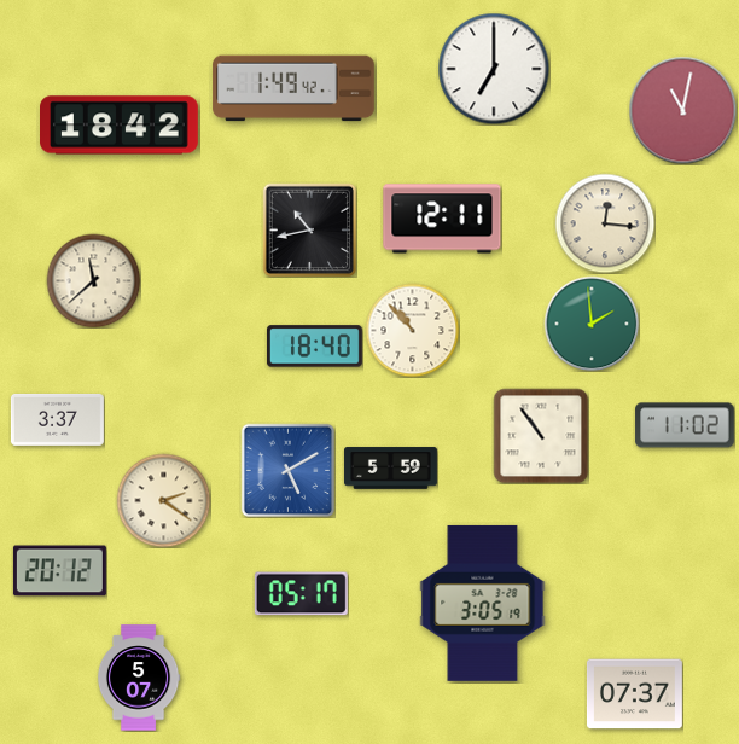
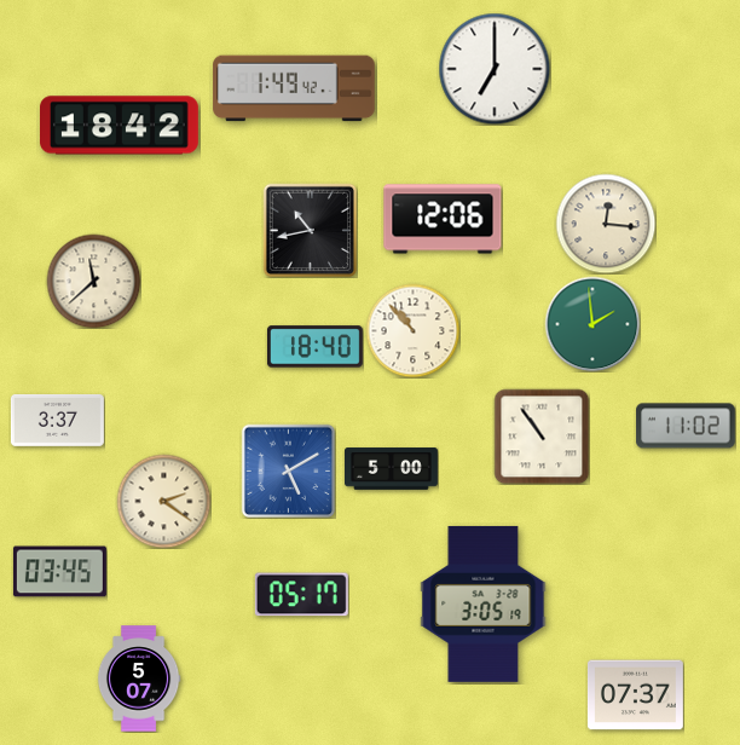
clock at (682, 110): 11:02 -> none
clock at (442, 219): 12:11 -> 12:06
clock at (390, 469): 5:59 -> 5:00
clock at (59, 571): 20:12 -> 03:45
